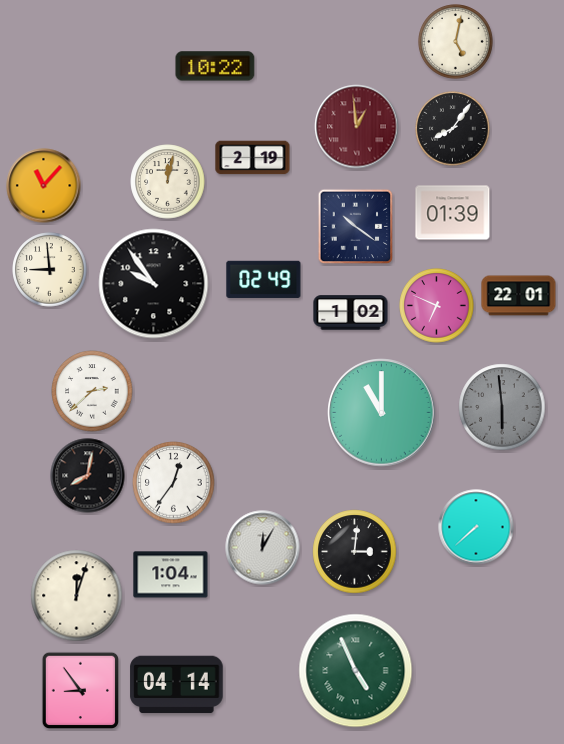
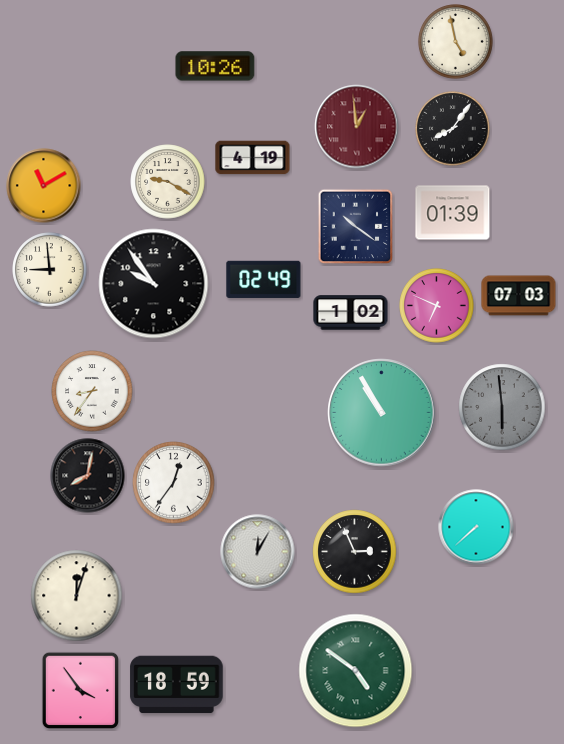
clock at (456, 42): 5:02 -> 4:58
clock at (215, 66): 10:22 -> 10:26
clock at (253, 158): 2:19 -> 4:19
clock at (168, 182): 12:02 -> 9:20
clock at (44, 186): 11:07 -> 11:10
clock at (519, 296): 22:01 -> 07:03
clock at (92, 391): 2:38 -> 8:36
clock at (382, 413): 11:00 -> 10:55
clock at (263, 548) position: (263, 548) -> (258, 552)
clock at (355, 552): 3:01 -> 2:56
clock at (171, 575): 1:04 -> none
clock at (356, 671): 4:56 -> 4:51
clock at (177, 685): 04:14 -> 18:59
clock at (81, 691): 8:54 -> 3:54
